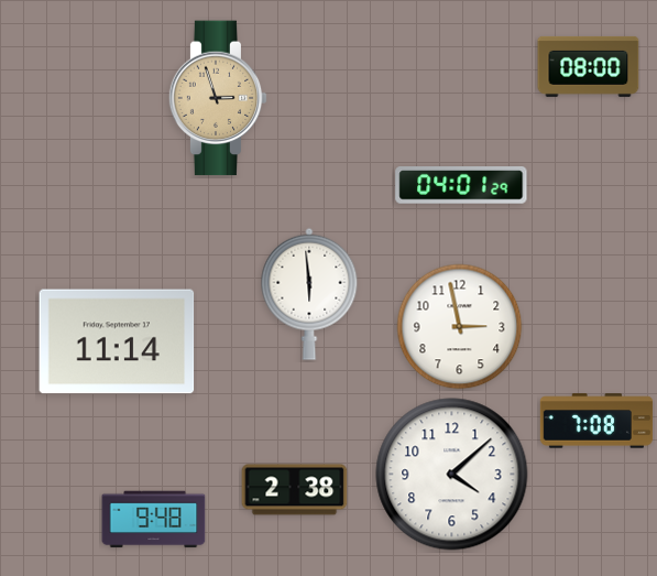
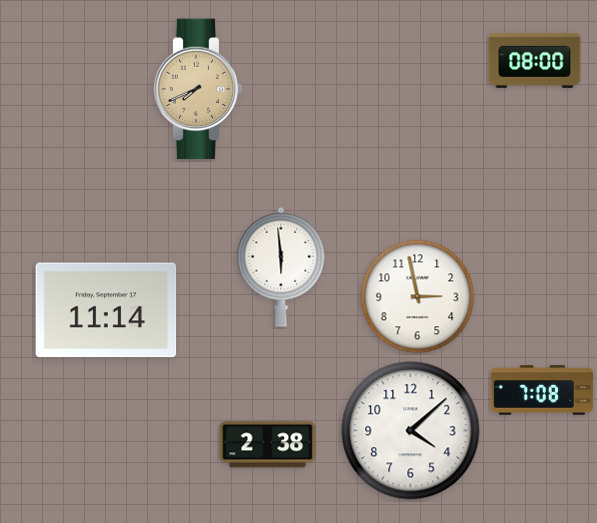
clock at (218, 98): 2:57 -> 7:41
clock at (461, 186): 04:01 -> none
clock at (596, 421) position: (596, 421) -> (542, 390)
clock at (154, 520): 9:48 -> none
